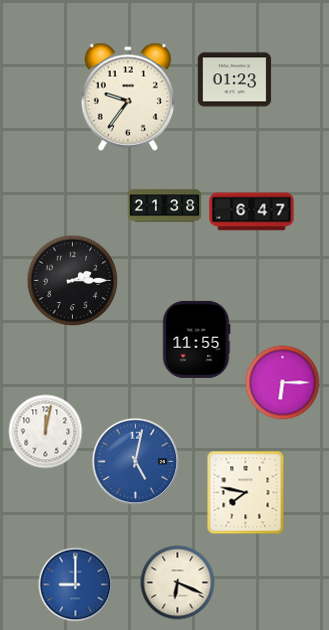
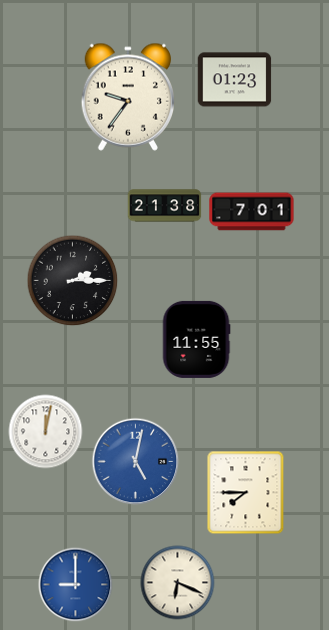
clock at (252, 212): 6:47 -> 7:01
clock at (283, 383): 6:15 -> none
clock at (246, 493): 7:47 -> 7:45
